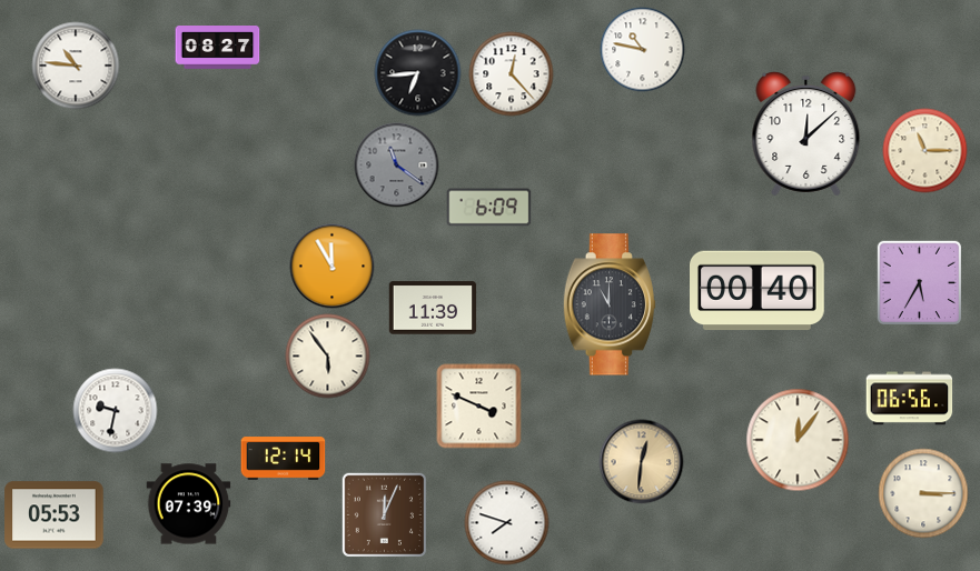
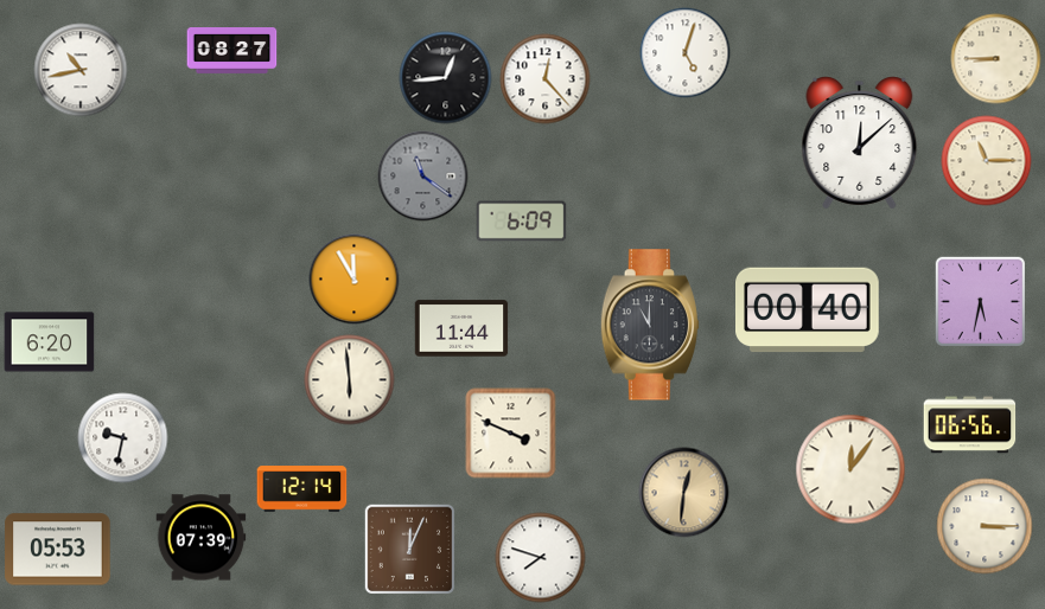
clock at (643, 50): 10:47 -> 5:03
clock at (996, 59): none -> 8:45
clock at (76, 66): 10:46 -> 10:43
clock at (418, 73): 6:44 -> 12:44
clock at (333, 267) position: (333, 267) -> (355, 280)
clock at (919, 282): 5:35 -> 5:32
clock at (433, 308): 11:39 -> 11:44
clock at (50, 342): none -> 6:20
clock at (328, 357): 5:54 -> 5:59
